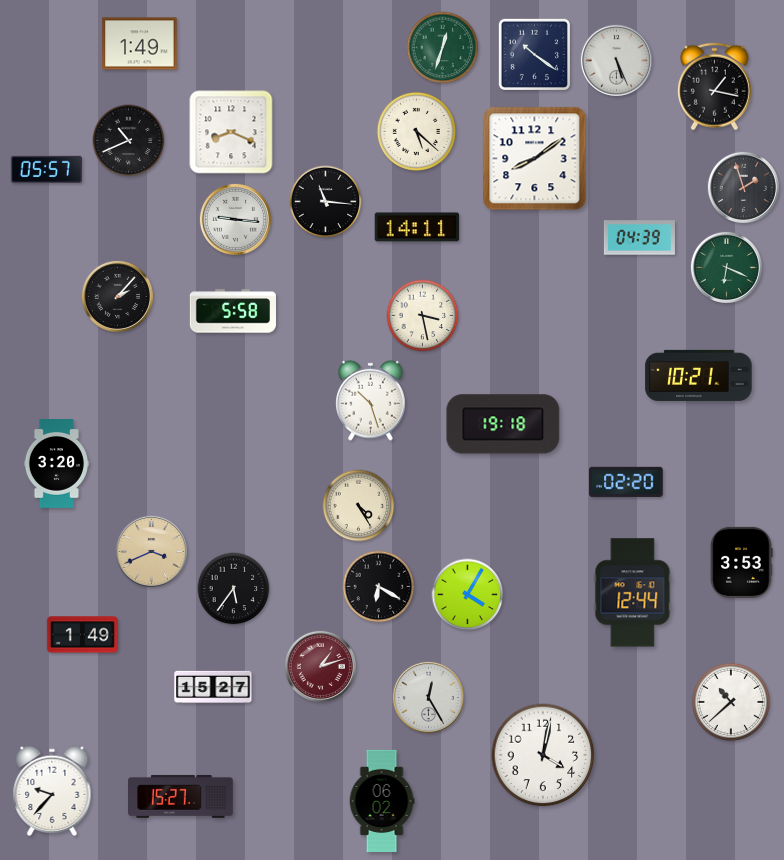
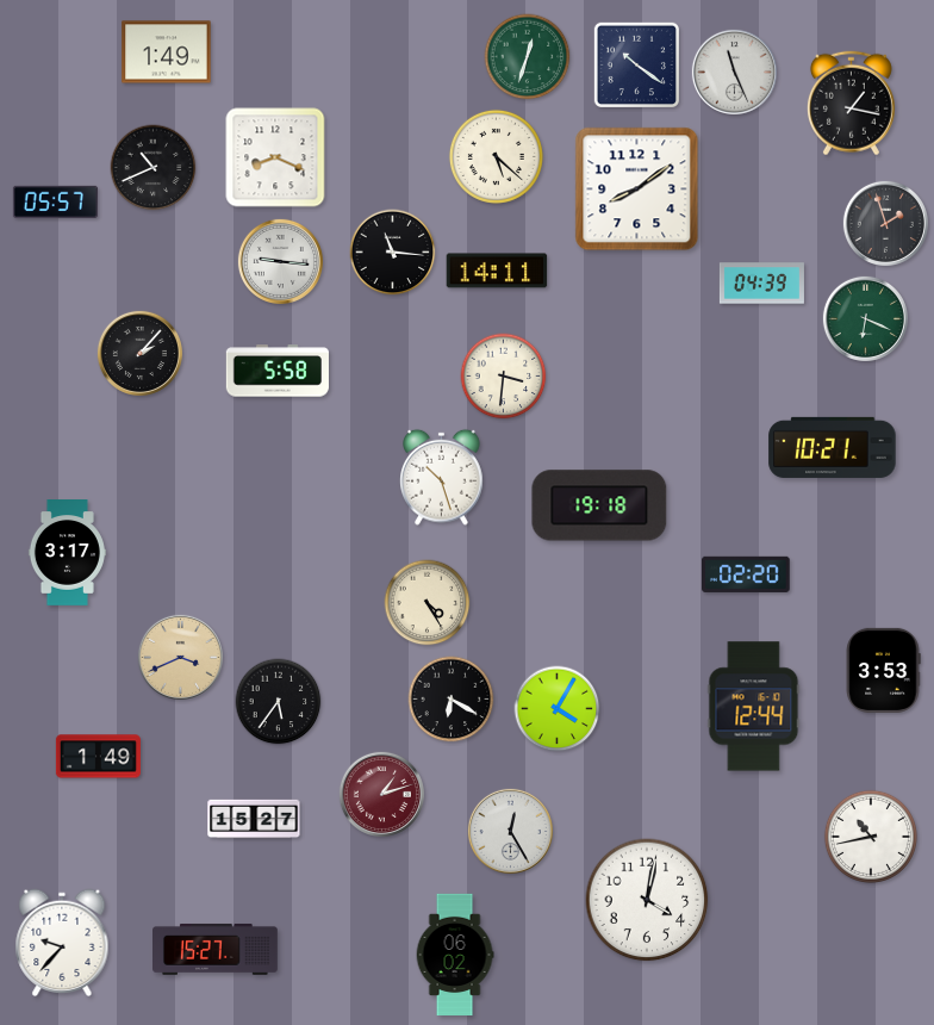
clock at (616, 60): 5:26 -> 11:26
clock at (326, 202) position: (326, 202) -> (393, 253)
clock at (423, 316): 3:28 -> 3:31
clock at (56, 464): 3:20 -> 3:17
clock at (731, 702): 10:38 -> 10:43
